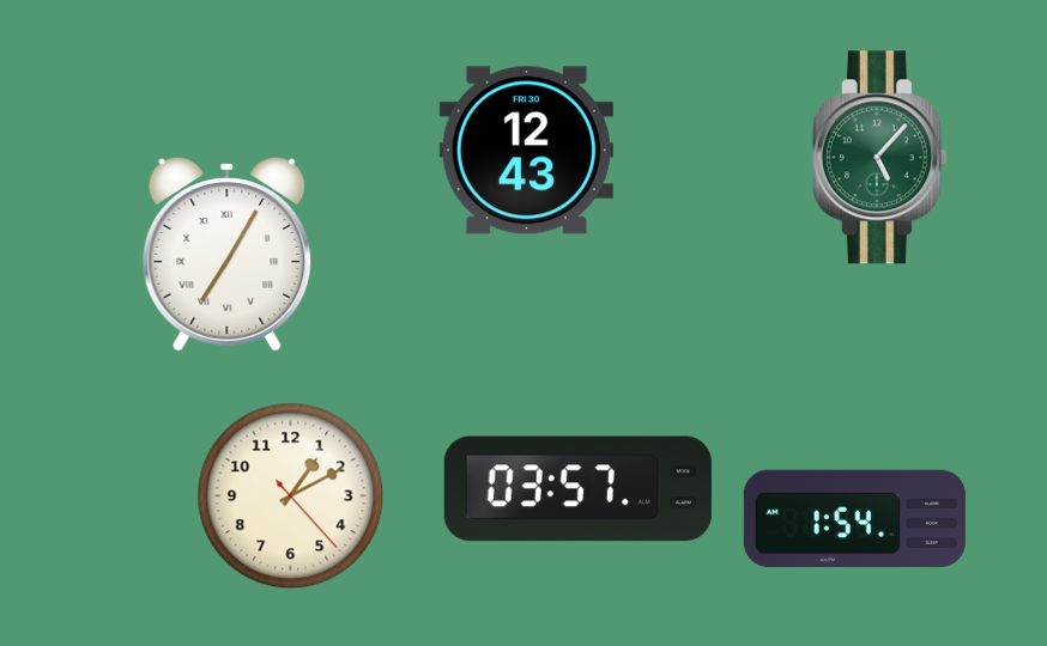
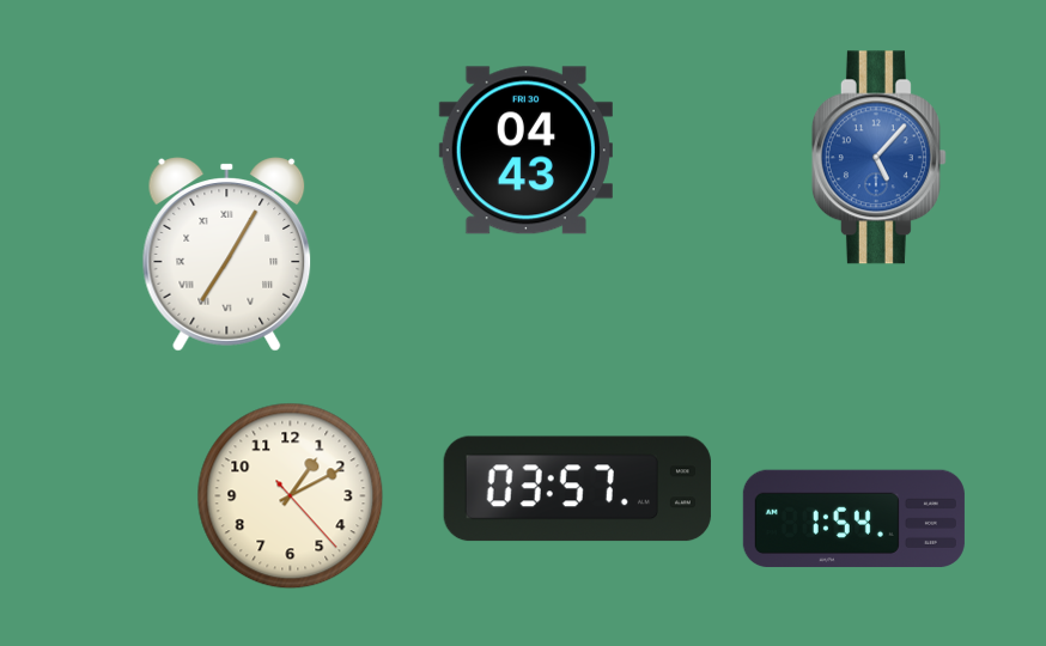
clock at (526, 151): 12:43 -> 04:43
clock at (879, 158) dial: green -> blue
